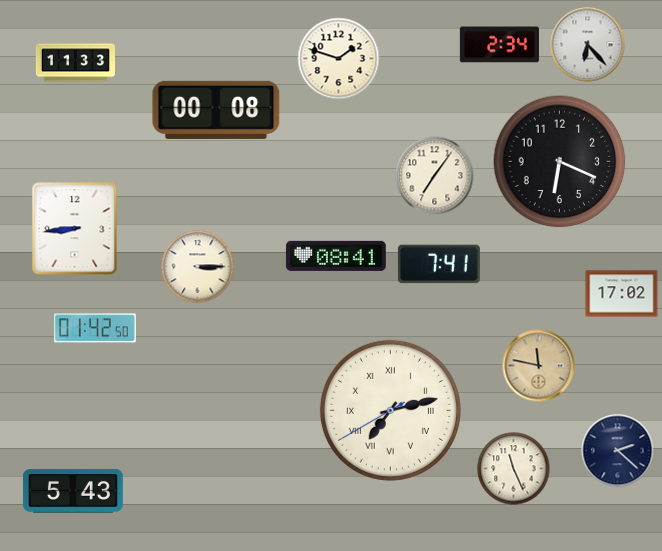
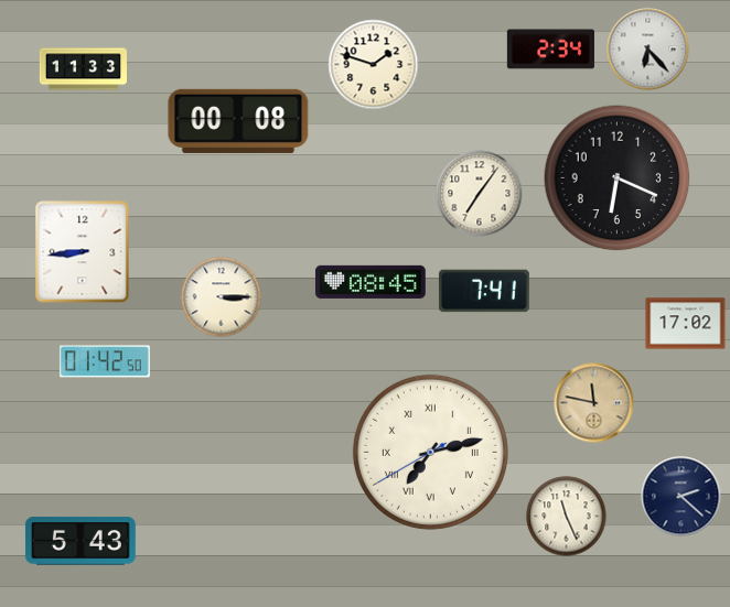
clock at (336, 256): 08:41 -> 08:45
clock at (198, 267) position: (198, 267) -> (222, 297)
